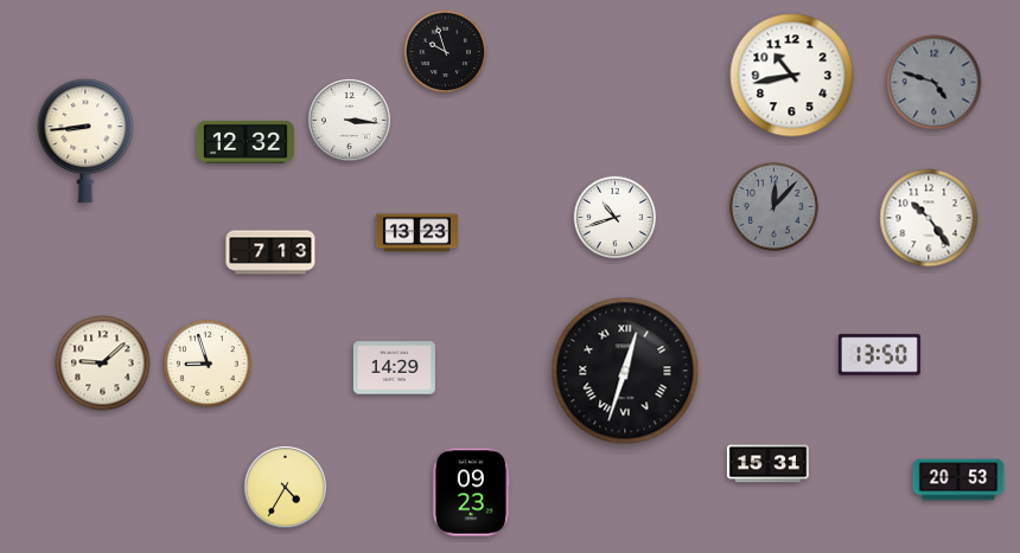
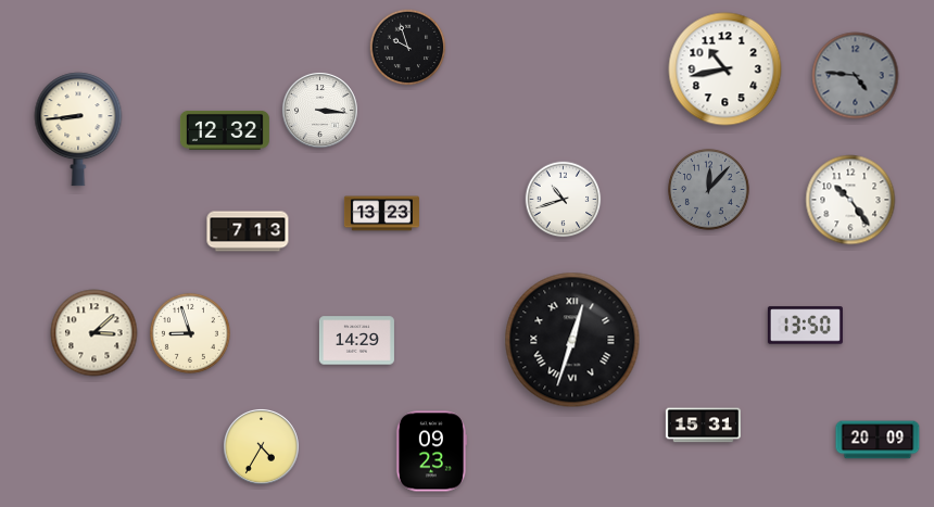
clock at (935, 83): 4:48 -> 4:46
clock at (103, 364): 9:08 -> 3:08
clock at (394, 368) position: (394, 368) -> (356, 341)
clock at (958, 480): 20:53 -> 20:09
